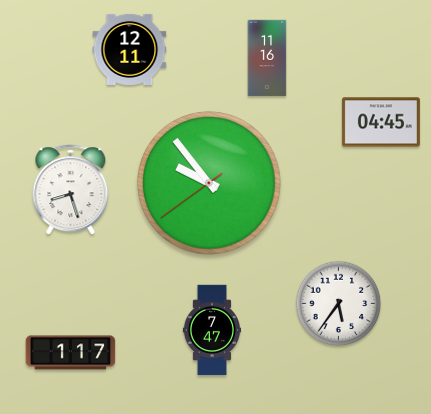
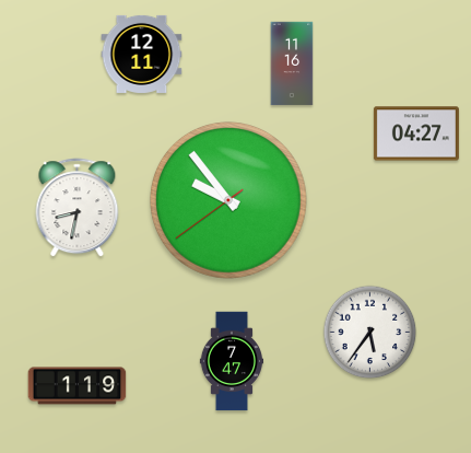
clock at (381, 122): 04:45 -> 04:27
clock at (71, 190): 8:27 -> 8:32
clock at (71, 353): 1:17 -> 1:19
